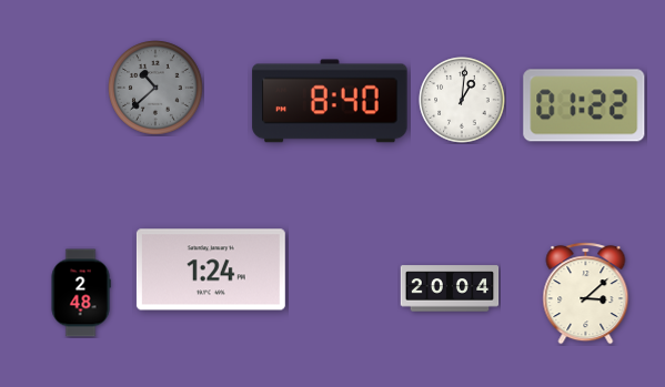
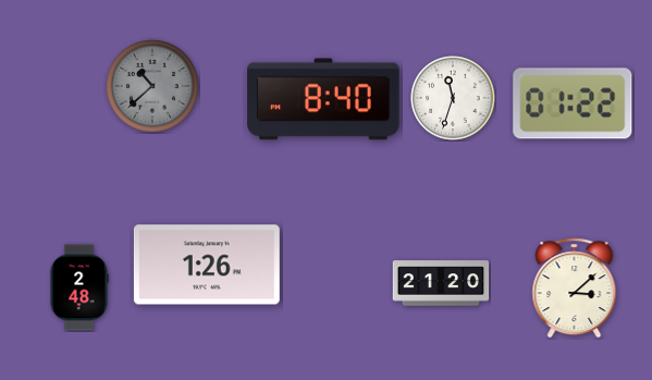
clock at (462, 100): 1:01 -> 11:33
clock at (211, 269): 1:24 -> 1:26
clock at (450, 288): 20:04 -> 21:20
